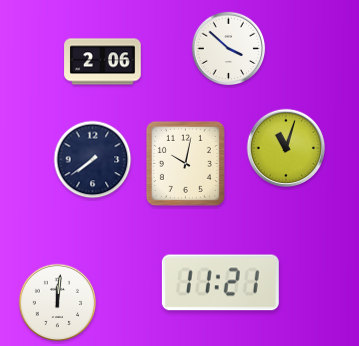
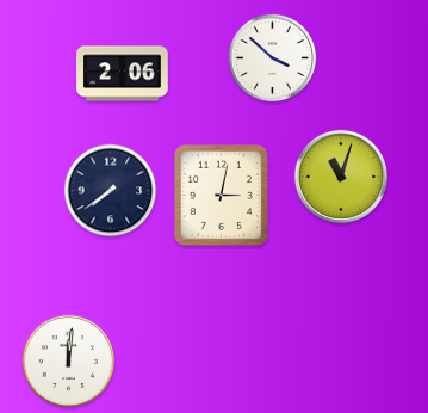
clock at (185, 163): 10:02 -> 3:02
clock at (220, 283): 11:21 -> none
